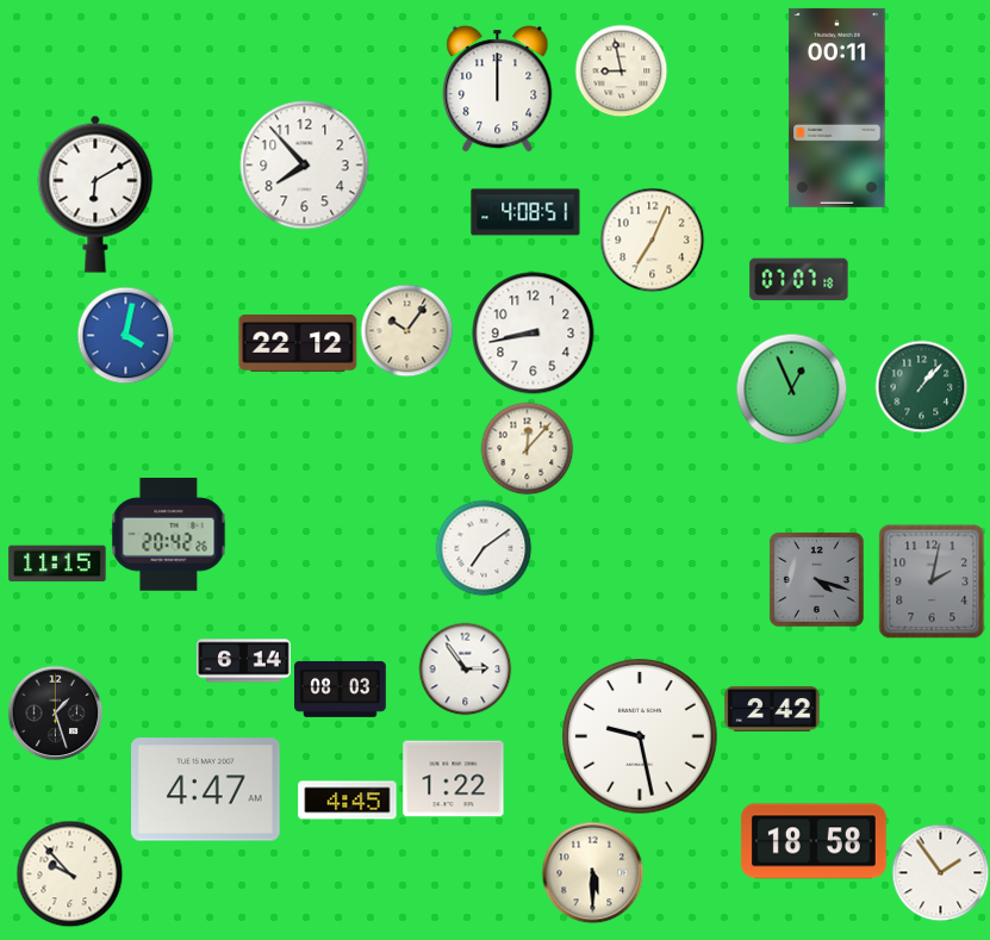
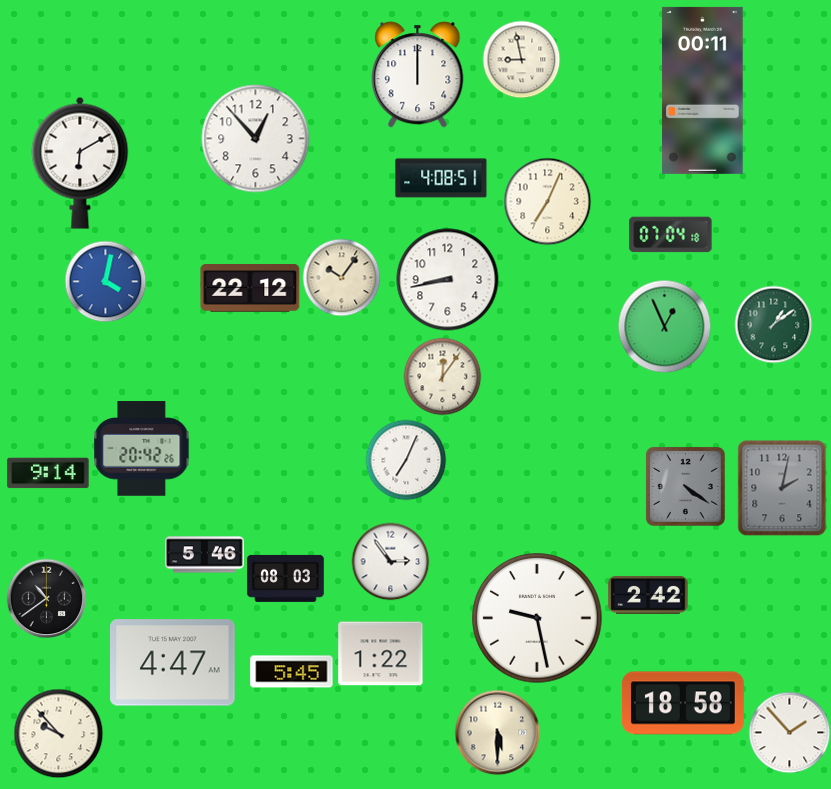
clock at (305, 166): 7:53 -> 12:53
clock at (799, 280): 07:07 -> 07:04
clock at (921, 386): 1:07 -> 1:09
clock at (527, 448): 12:07 -> 12:06
clock at (484, 548): 7:09 -> 7:04
clock at (57, 564): 11:15 -> 9:14
clock at (816, 579): 4:18 -> 4:21
clock at (244, 661): 6:14 -> 5:46
clock at (55, 712): 1:27 -> 10:39
clock at (348, 801): 4:45 -> 5:45
clock at (814, 841) position: (814, 841) -> (683, 703)
clock at (940, 872): 1:54 -> 1:53
